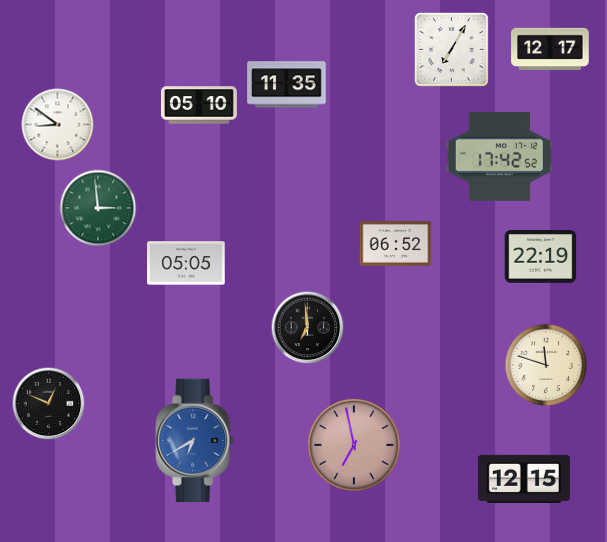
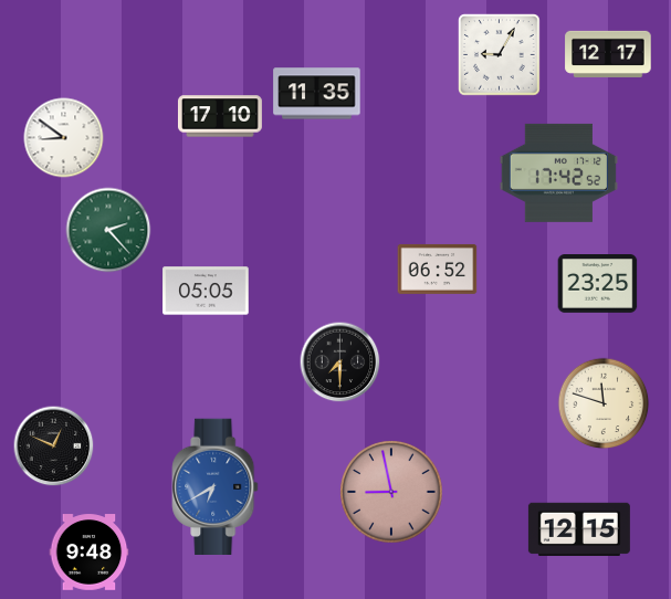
clock at (452, 50): 7:05 -> 9:05
clock at (199, 105): 05:10 -> 17:10
clock at (499, 156) position: (499, 156) -> (558, 172)
clock at (98, 208): 2:59 -> 2:23
clock at (541, 257): 22:19 -> 23:25
clock at (308, 328): 6:59 -> 7:30
clock at (354, 445): 6:58 -> 8:58
clock at (90, 553): none -> 9:48
